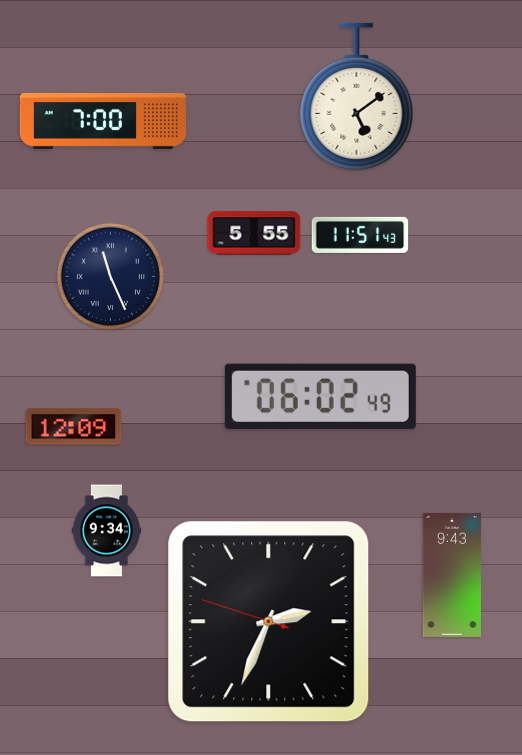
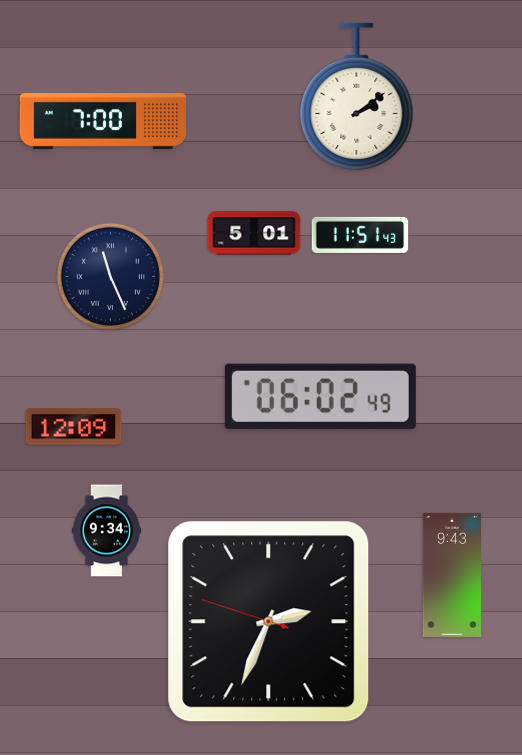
clock at (357, 96): 5:09 -> 2:09
clock at (254, 233): 5:55 -> 5:01
